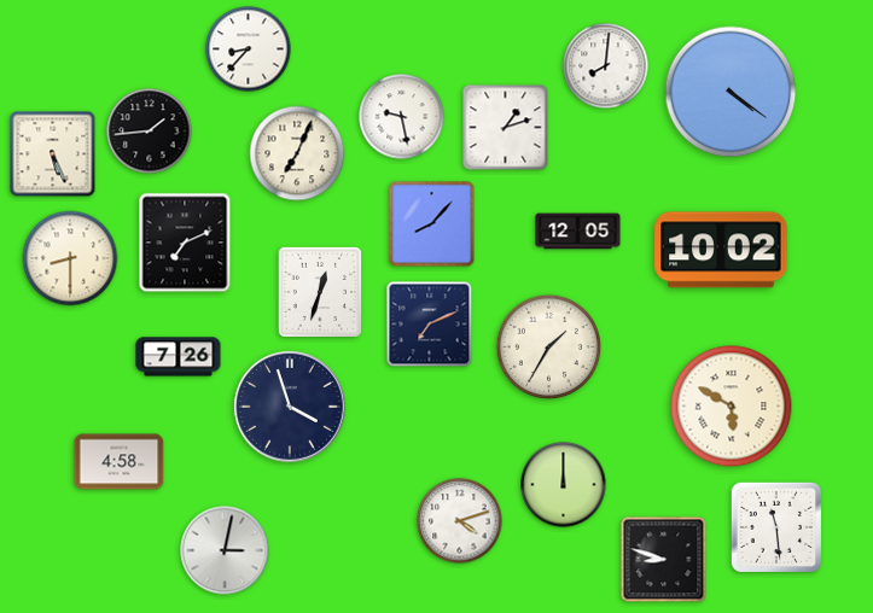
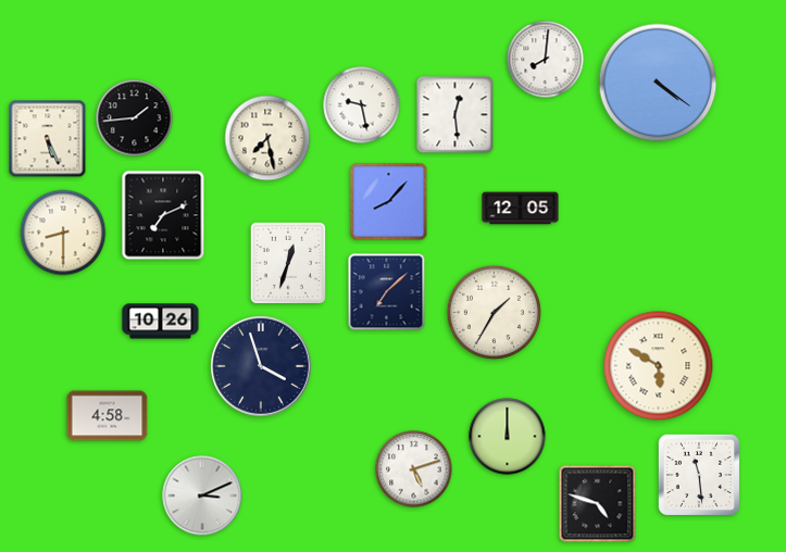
clock at (249, 49): 8:37 -> none
clock at (506, 128): 1:12 -> 12:29
clock at (297, 153): 7:04 -> 7:28
clock at (185, 243) position: (185, 243) -> (163, 215)
clock at (721, 250): 10:02 -> none
clock at (430, 325): 7:11 -> 7:08
clock at (179, 357): 7:26 -> 10:26
clock at (460, 521): 4:12 -> 5:12
clock at (225, 550): 3:02 -> 3:11
clock at (664, 560): 8:48 -> 4:48
